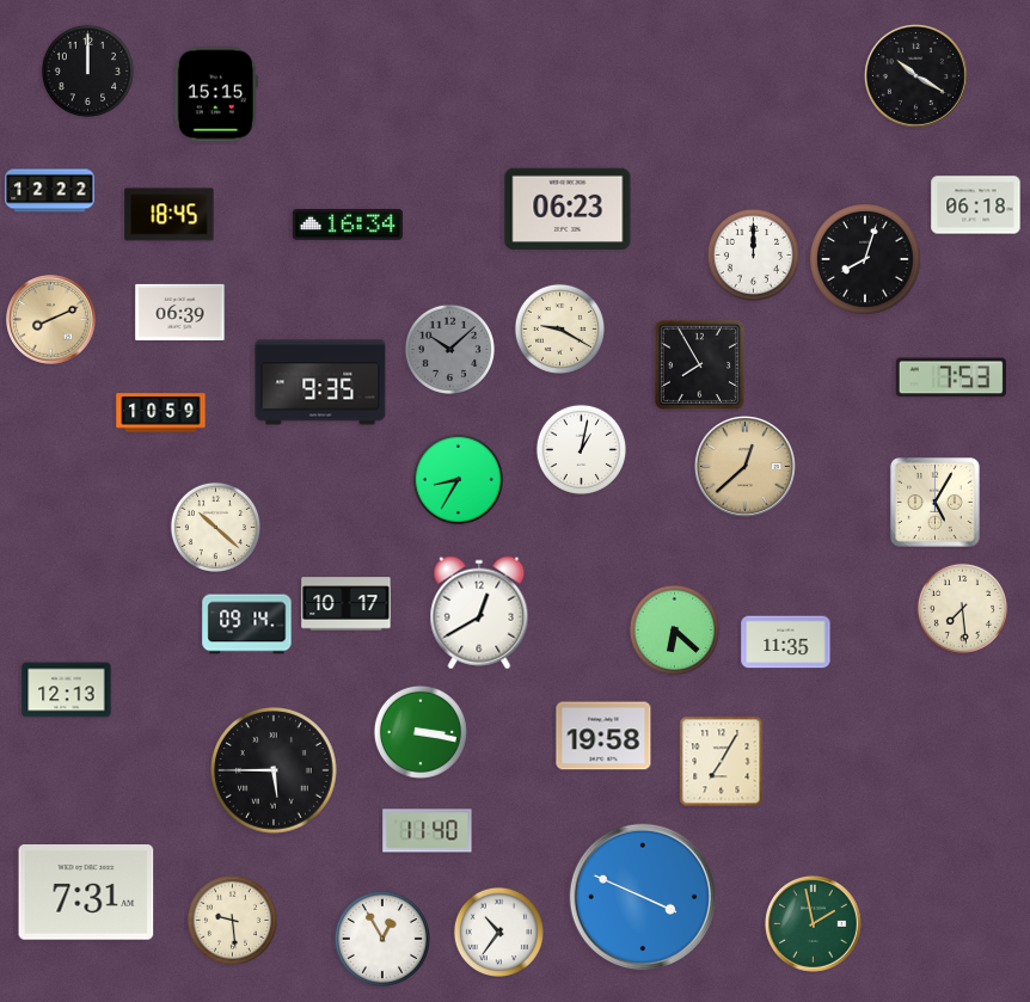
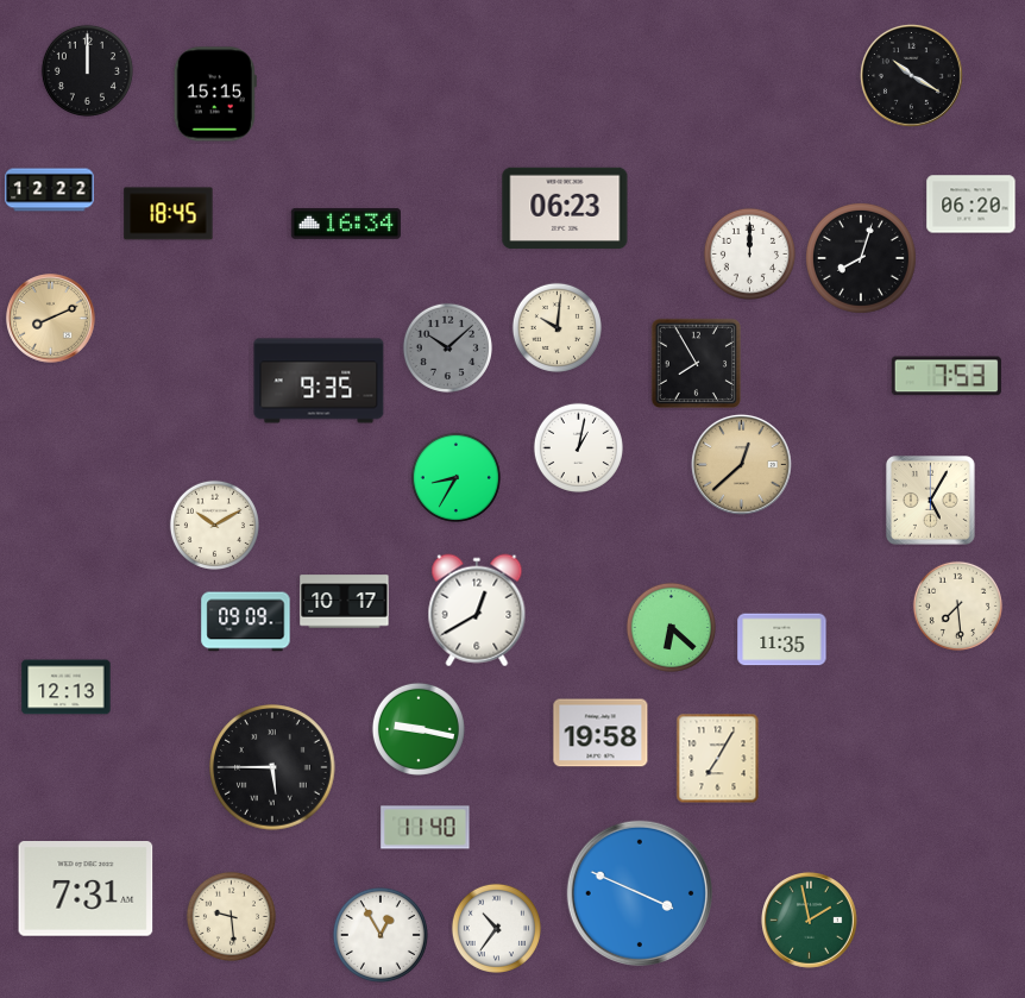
clock at (976, 205): 06:18 -> 06:20
clock at (180, 312): 06:39 -> none
clock at (559, 328): 9:20 -> 10:01
clock at (161, 413): 10:59 -> none
clock at (215, 527): 10:22 -> 10:10
clock at (247, 625): 09:14 -> 09:09
clock at (421, 732): 3:17 -> 9:17
